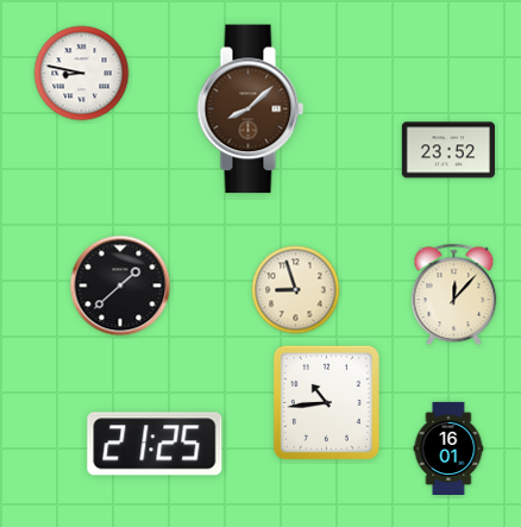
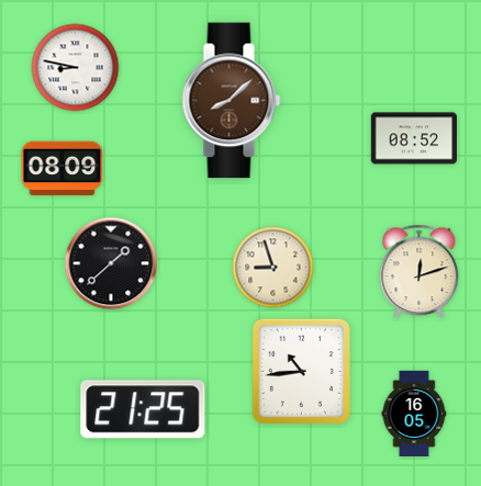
clock at (448, 150): 23:52 -> 08:52
clock at (63, 169): none -> 08:09
clock at (454, 295): 12:07 -> 12:12
clock at (448, 447): 16:01 -> 16:05
